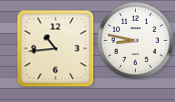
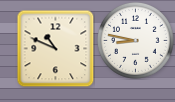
clock at (55, 48): 10:44 -> 10:49
